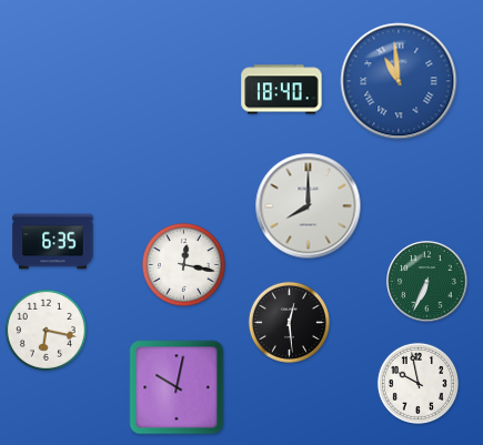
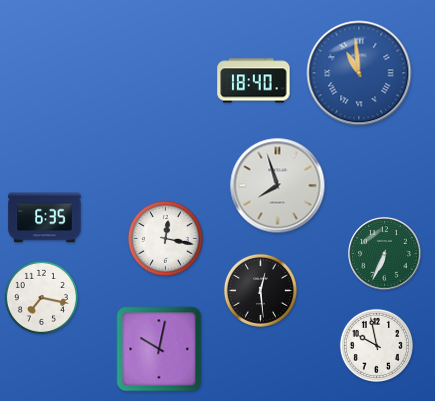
clock at (309, 206): 8:00 -> 7:57
clock at (53, 242) position: (53, 242) -> (45, 218)
clock at (46, 330): 6:17 -> 7:17
